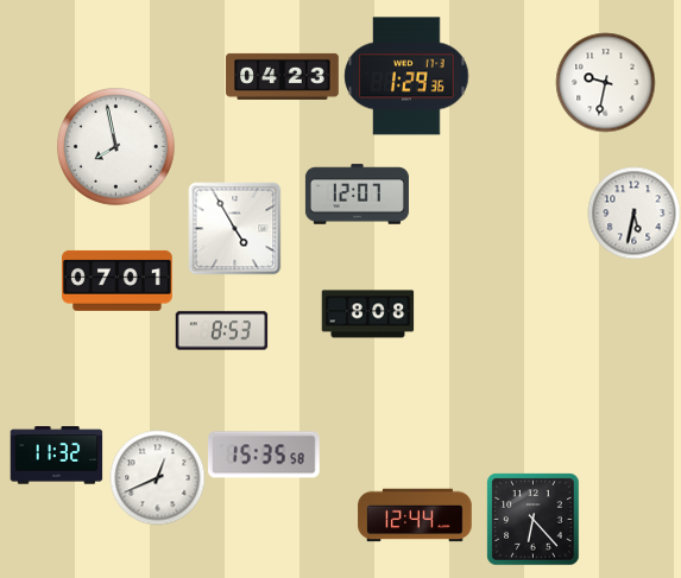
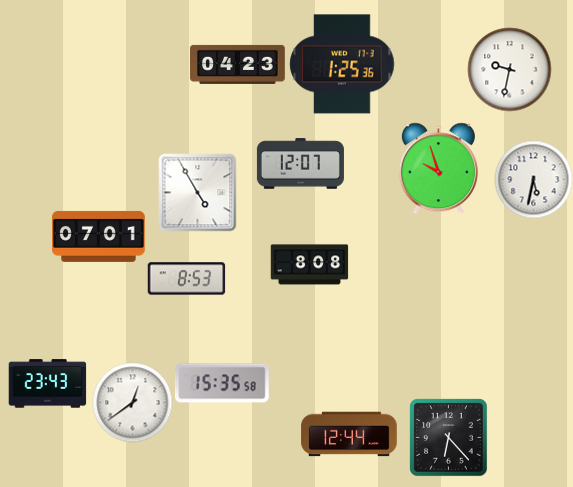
clock at (406, 76): 1:29 -> 1:25
clock at (116, 147): 7:58 -> none
clock at (438, 168): none -> 9:57
clock at (56, 456): 11:32 -> 23:43
clock at (157, 477): 12:41 -> 12:39
